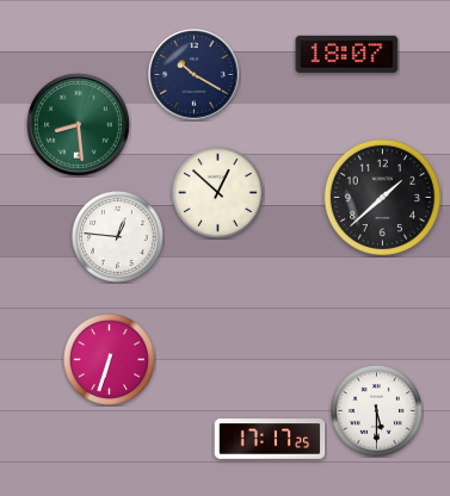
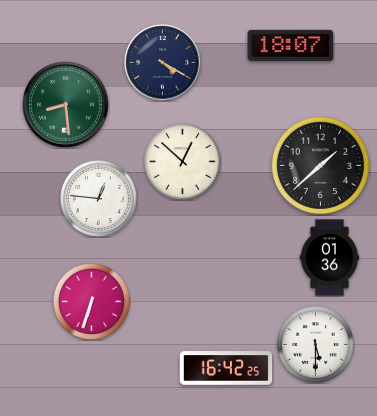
clock at (195, 75): 10:20 -> 4:20
clock at (330, 258): none -> 01:36
clock at (270, 439): 17:17 -> 16:42
